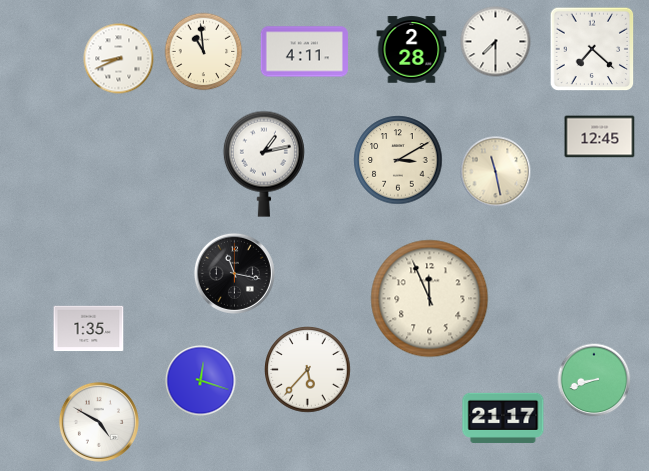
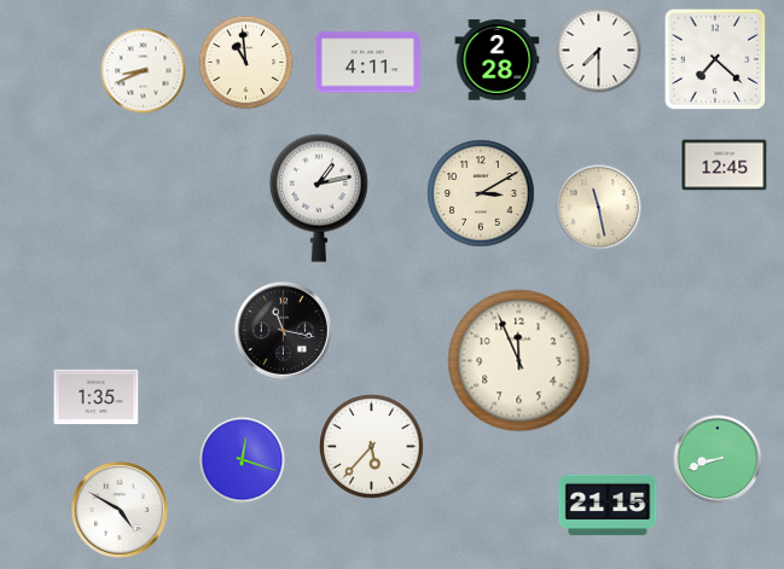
clock at (89, 329) position: (89, 329) -> (97, 397)
clock at (503, 418): 21:17 -> 21:15
